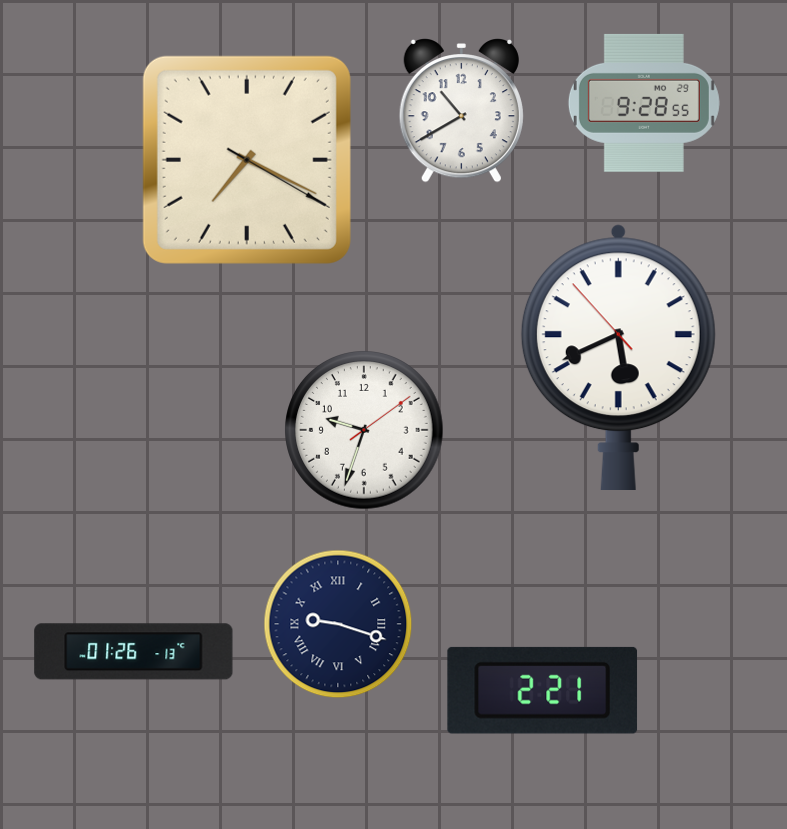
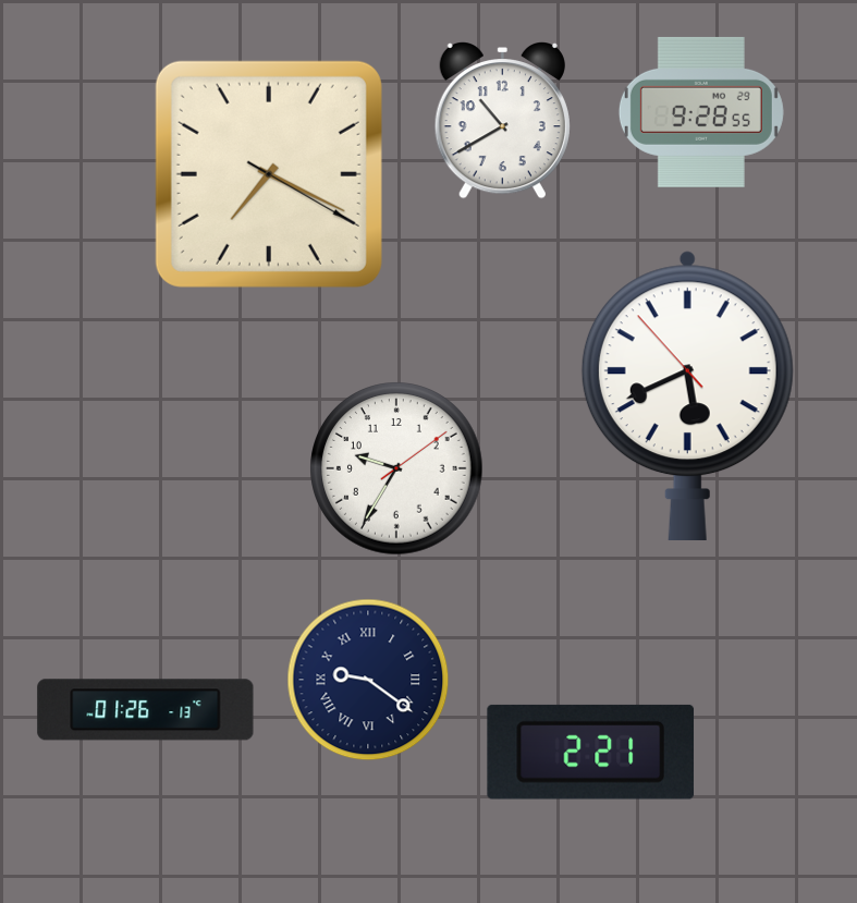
clock at (618, 357) position: (618, 357) -> (687, 395)
clock at (364, 430): 9:33 -> 9:35
clock at (338, 624): 9:18 -> 9:21
